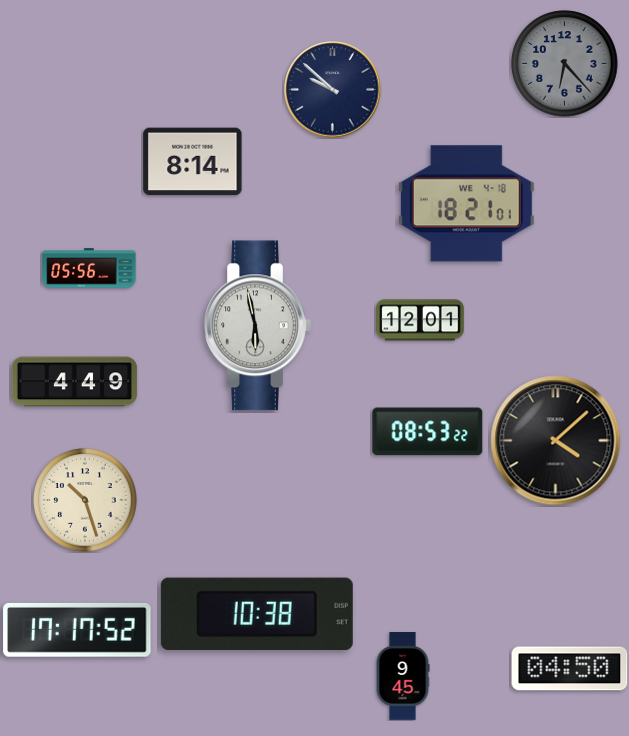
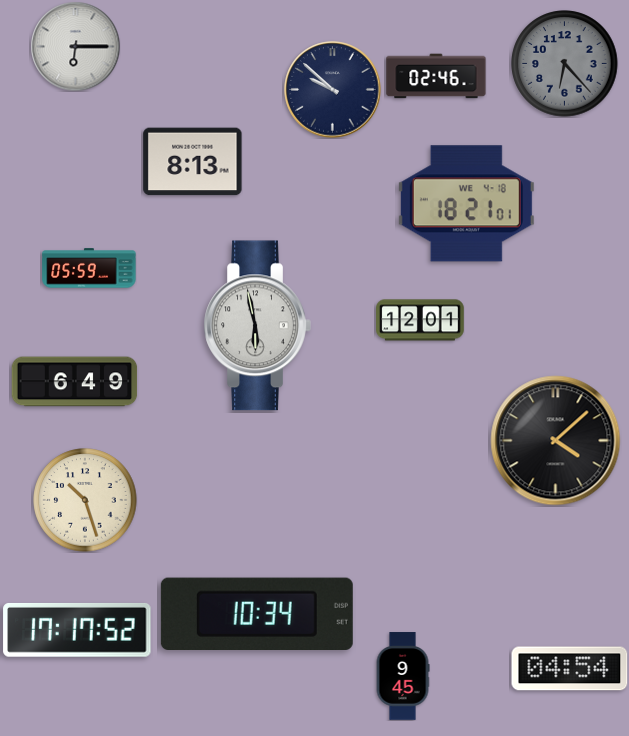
clock at (75, 46): none -> 6:15
clock at (436, 76): none -> 02:46
clock at (193, 162): 8:14 -> 8:13
clock at (89, 268): 05:56 -> 05:59
clock at (75, 382): 4:49 -> 6:49
clock at (428, 432): 08:53 -> none
clock at (257, 613): 10:38 -> 10:34
clock at (570, 669): 04:50 -> 04:54
